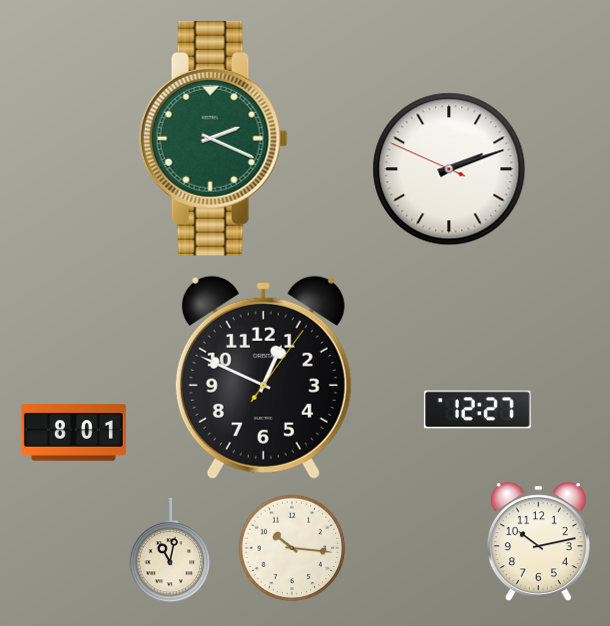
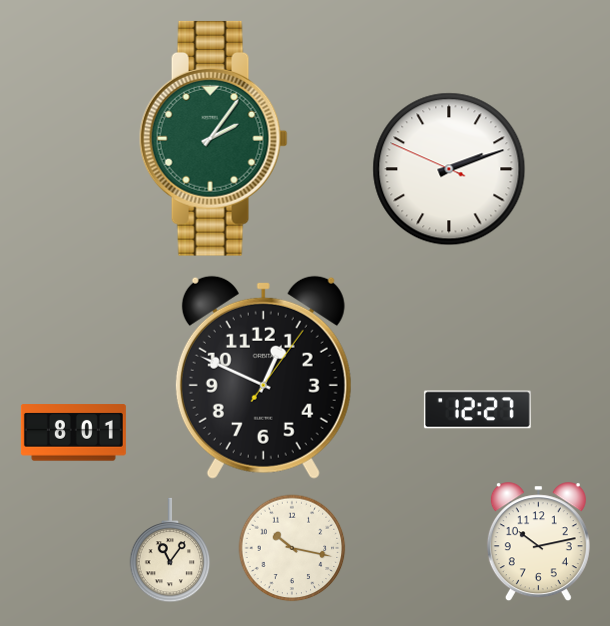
clock at (213, 138): 2:19 -> 2:06
clock at (292, 548): 10:16 -> 10:17
clock at (170, 550): 11:02 -> 11:06
